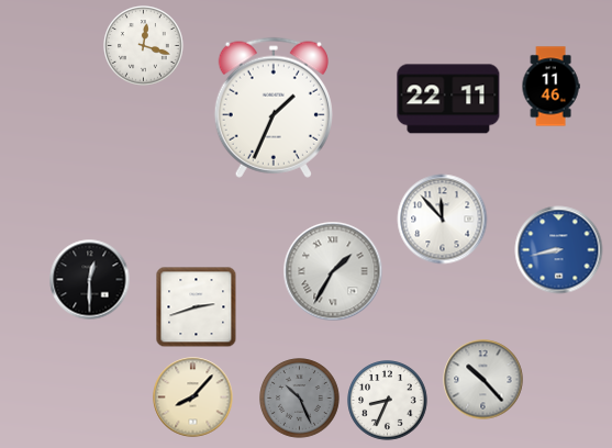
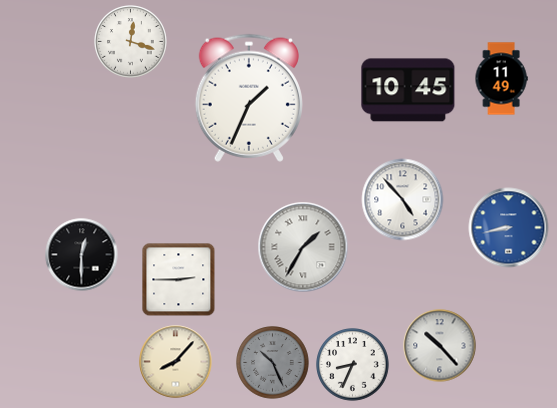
clock at (550, 87): 11:46 -> 11:49
clock at (448, 99): 22:11 -> 10:45
clock at (443, 220): 11:53 -> 4:53
clock at (197, 307): 2:42 -> 2:45
